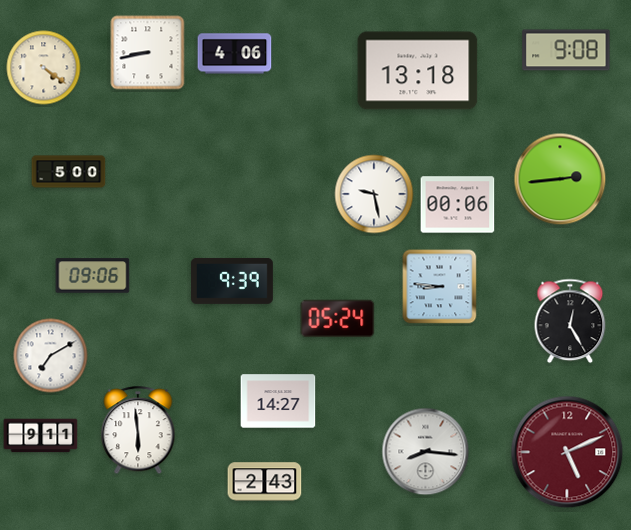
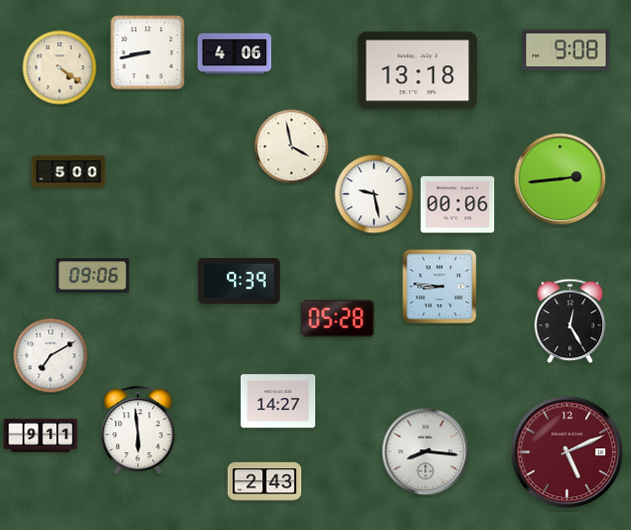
clock at (44, 68) position: (44, 68) -> (60, 68)
clock at (292, 147): none -> 3:58
clock at (232, 281) position: (232, 281) -> (239, 281)
clock at (338, 319): 05:24 -> 05:28
